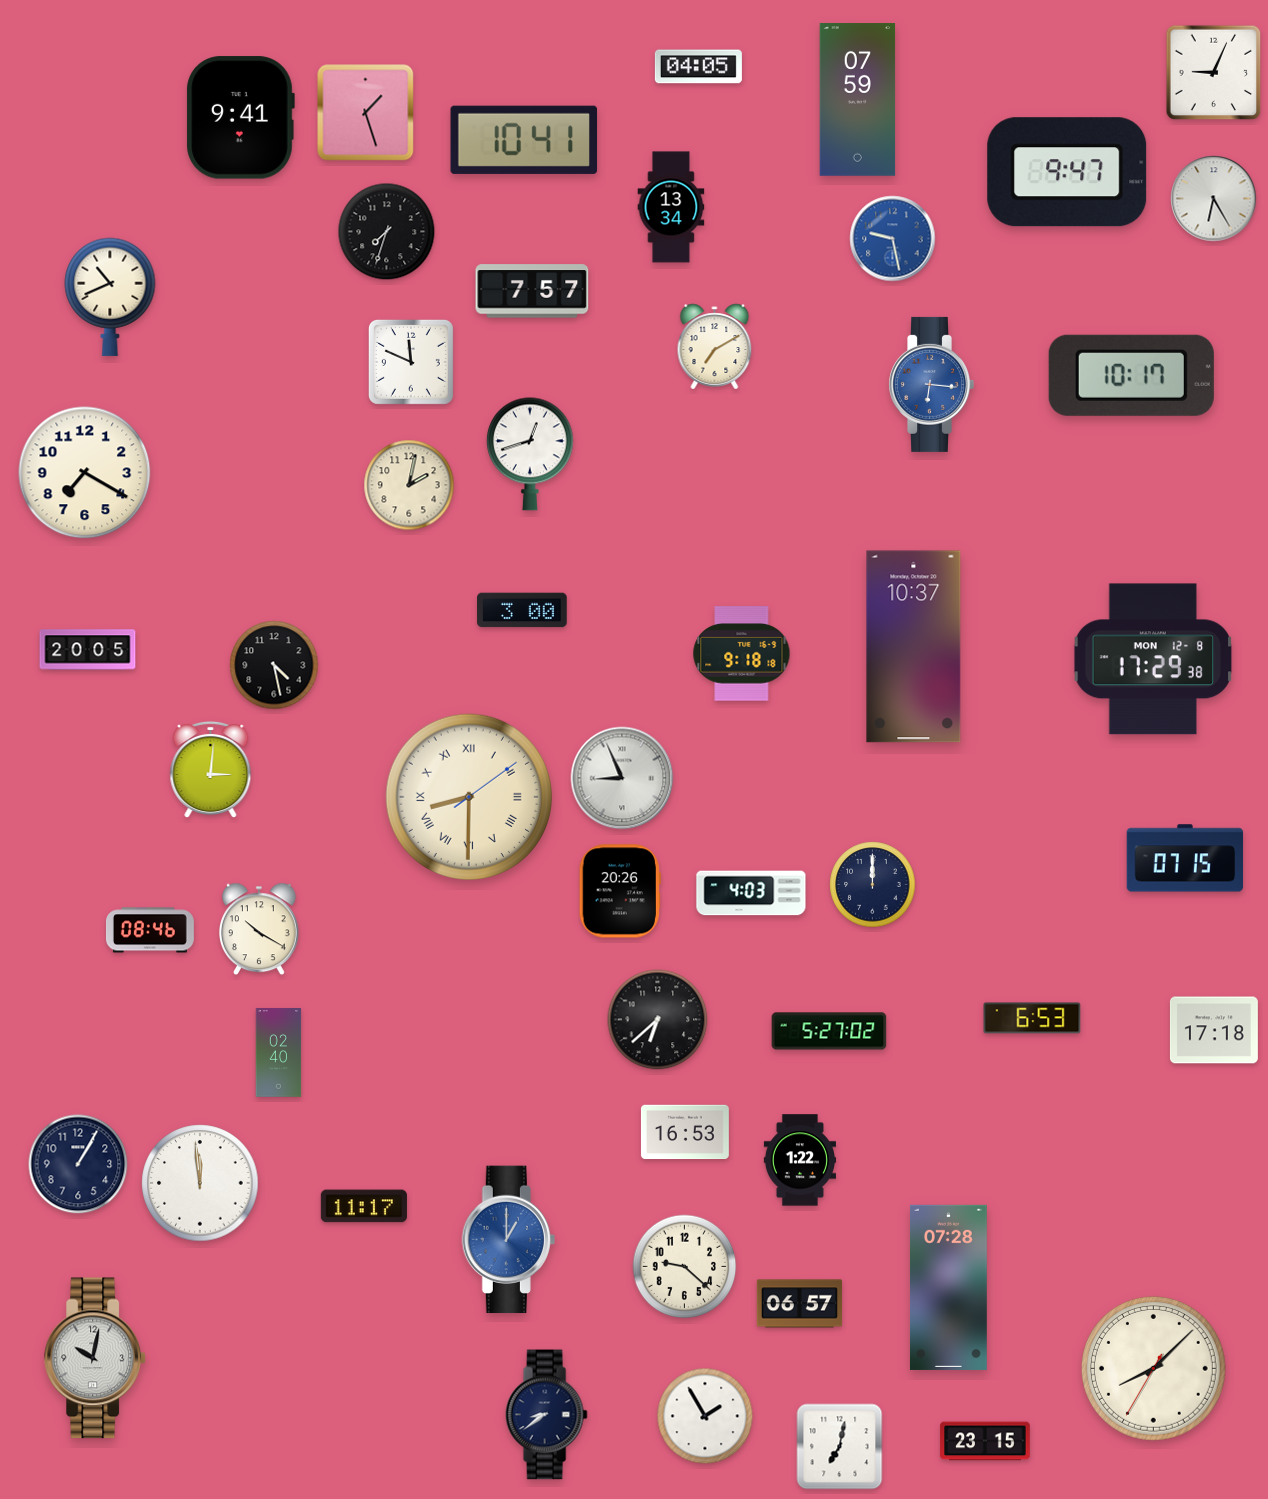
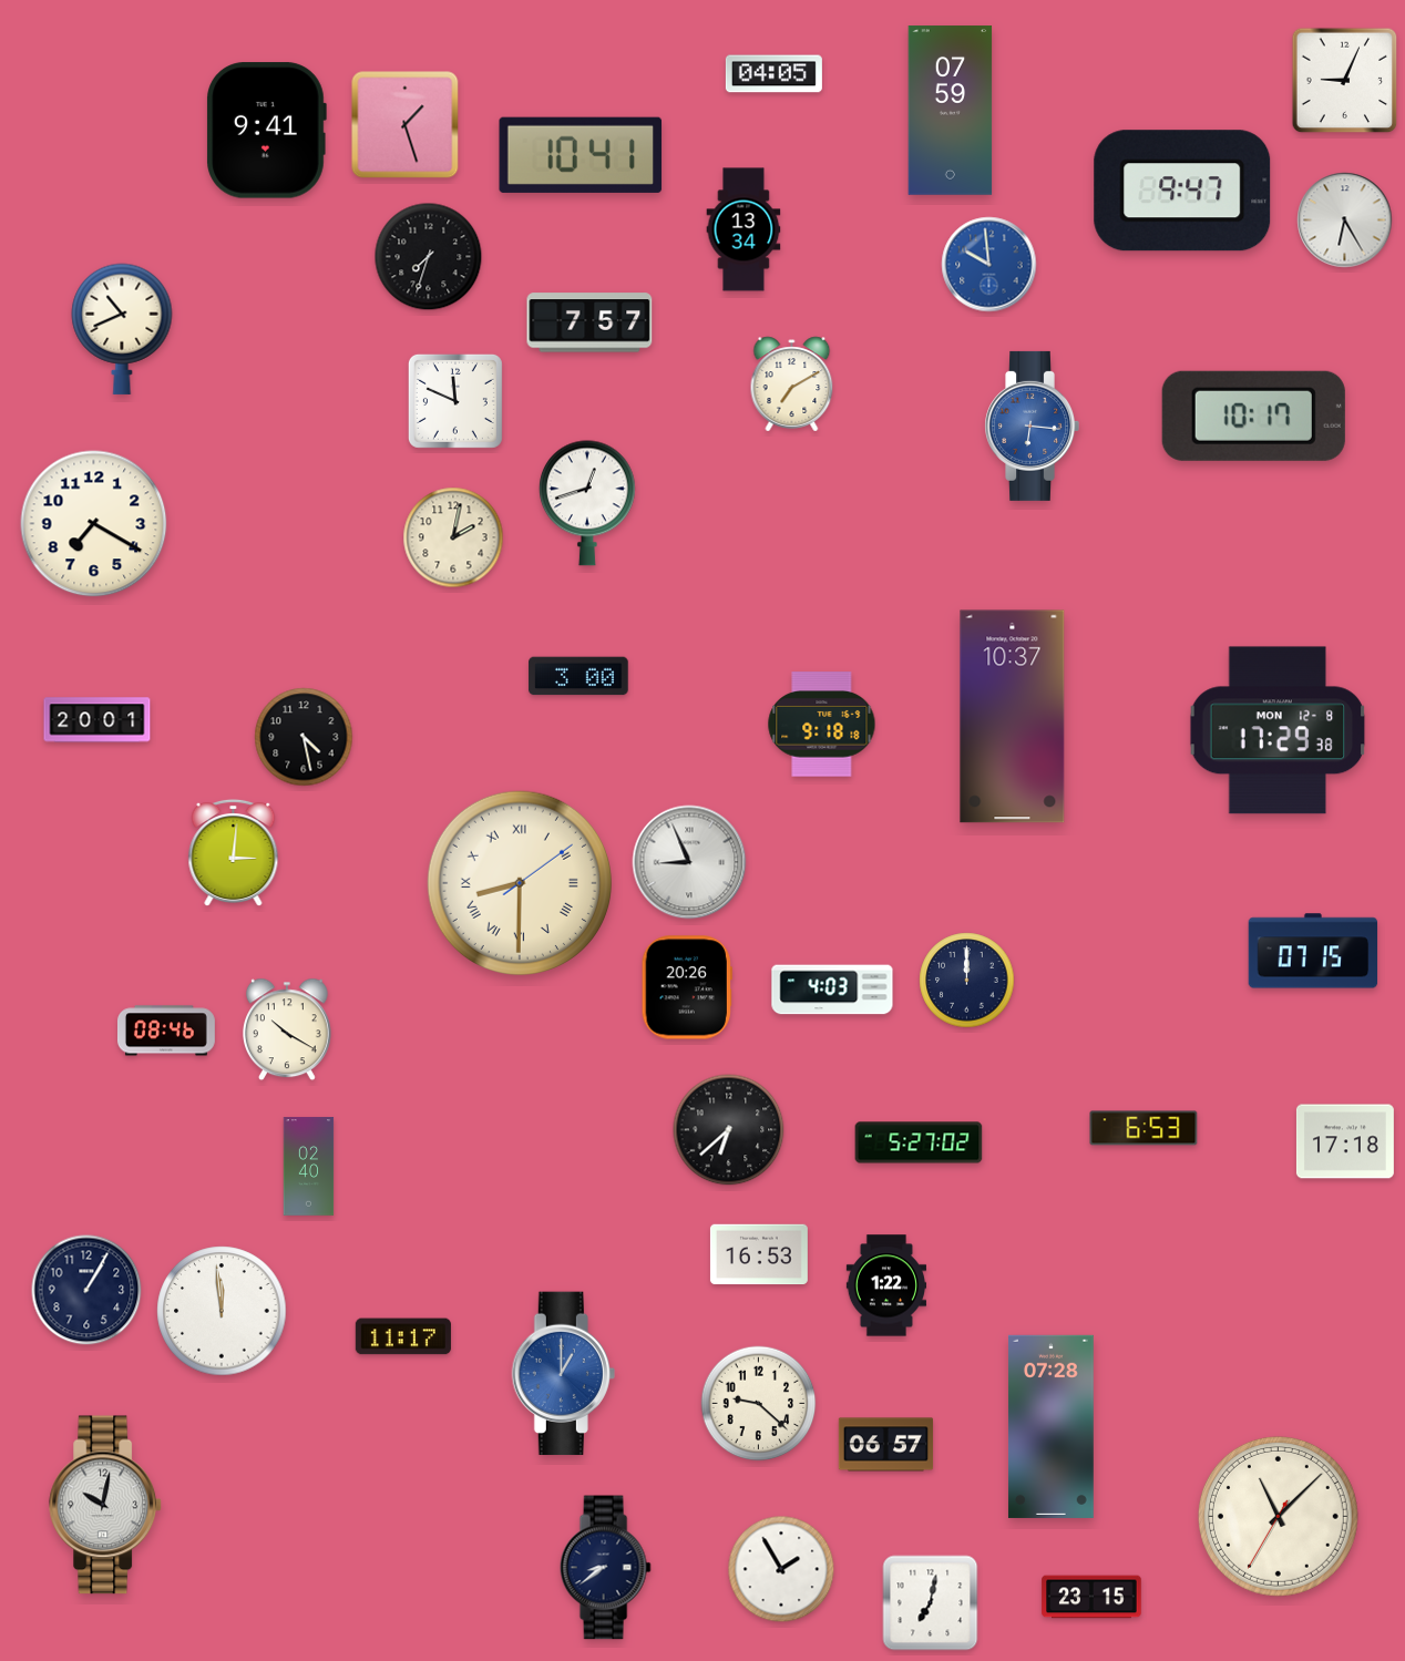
clock at (893, 239): 9:28 -> 9:59
clock at (88, 650): 20:05 -> 20:01
clock at (1153, 1368): 8:07 -> 11:07
